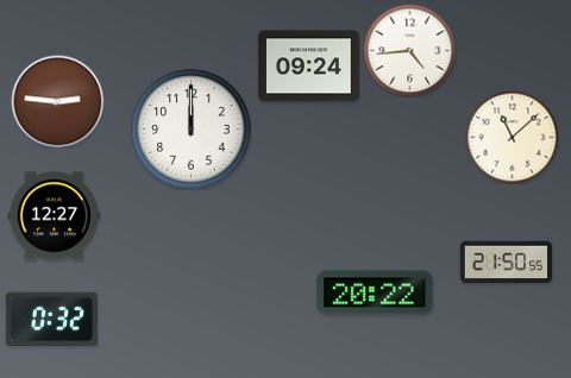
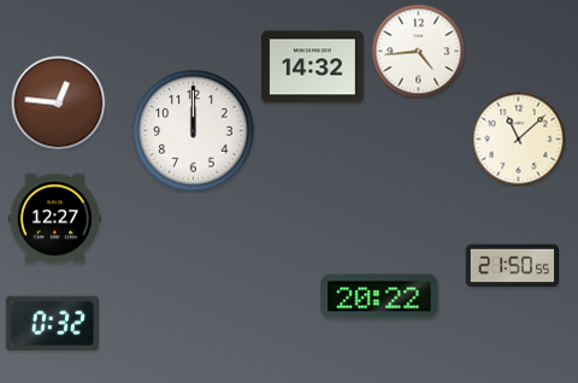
clock at (409, 50) position: (409, 50) -> (418, 51)
clock at (308, 67): 09:24 -> 14:32
clock at (57, 101): 2:46 -> 12:46
